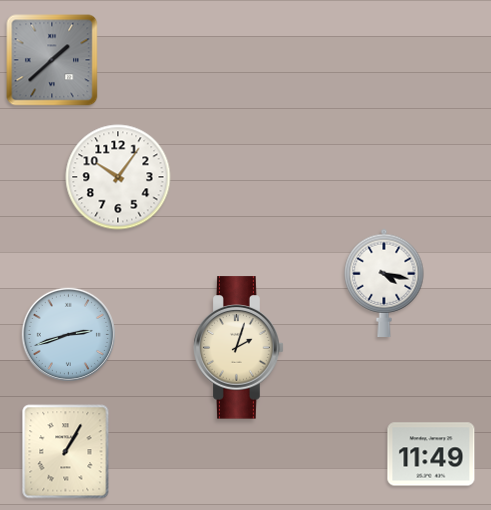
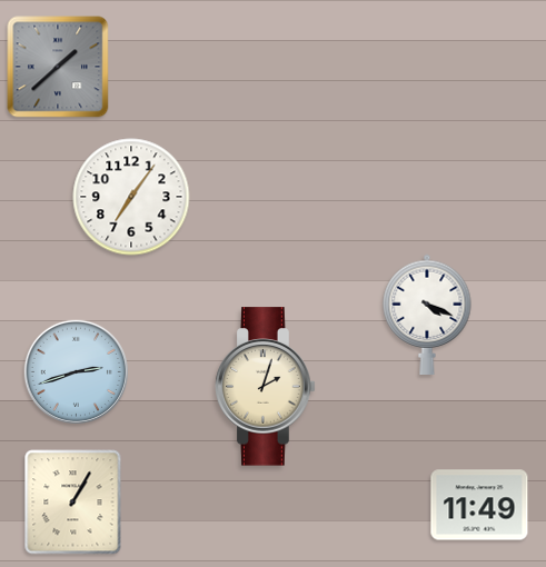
clock at (118, 177): 10:06 -> 7:06
clock at (384, 282): 4:17 -> 4:19
